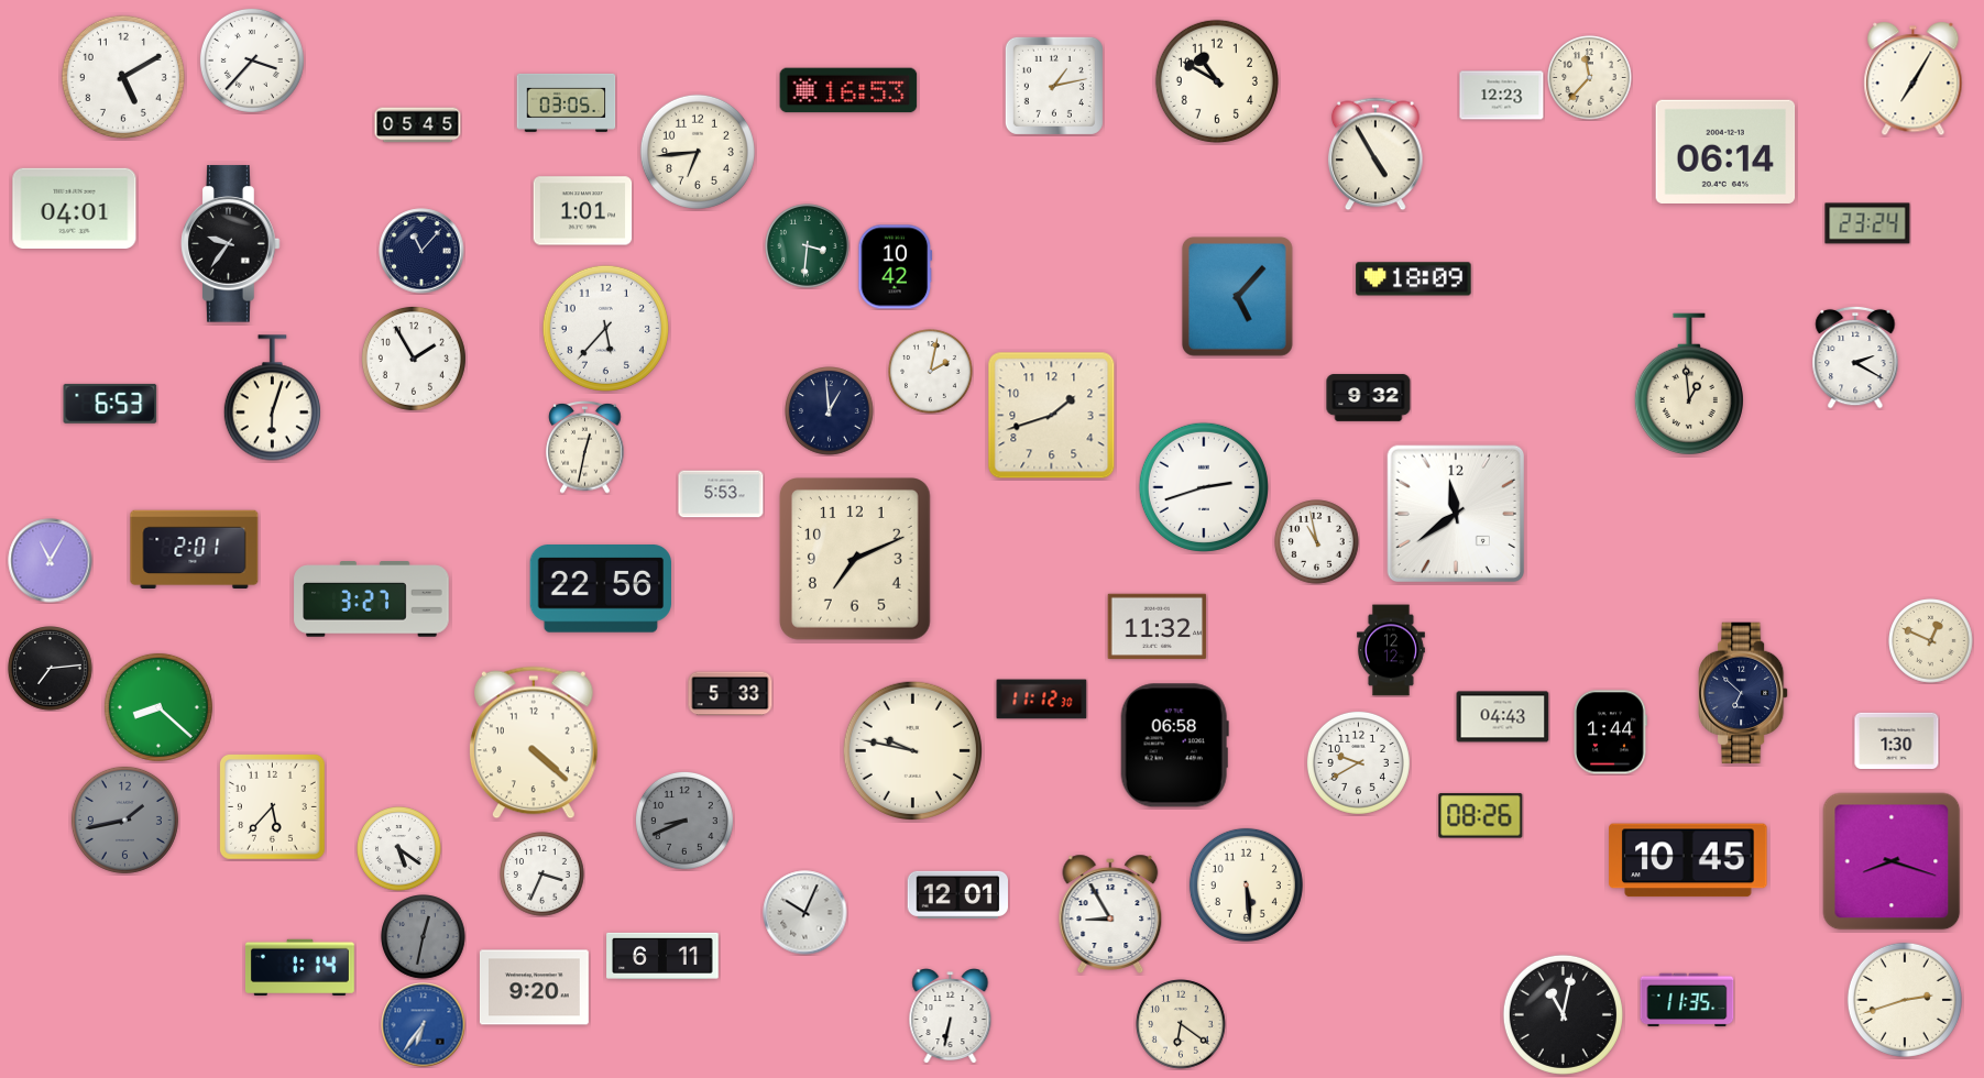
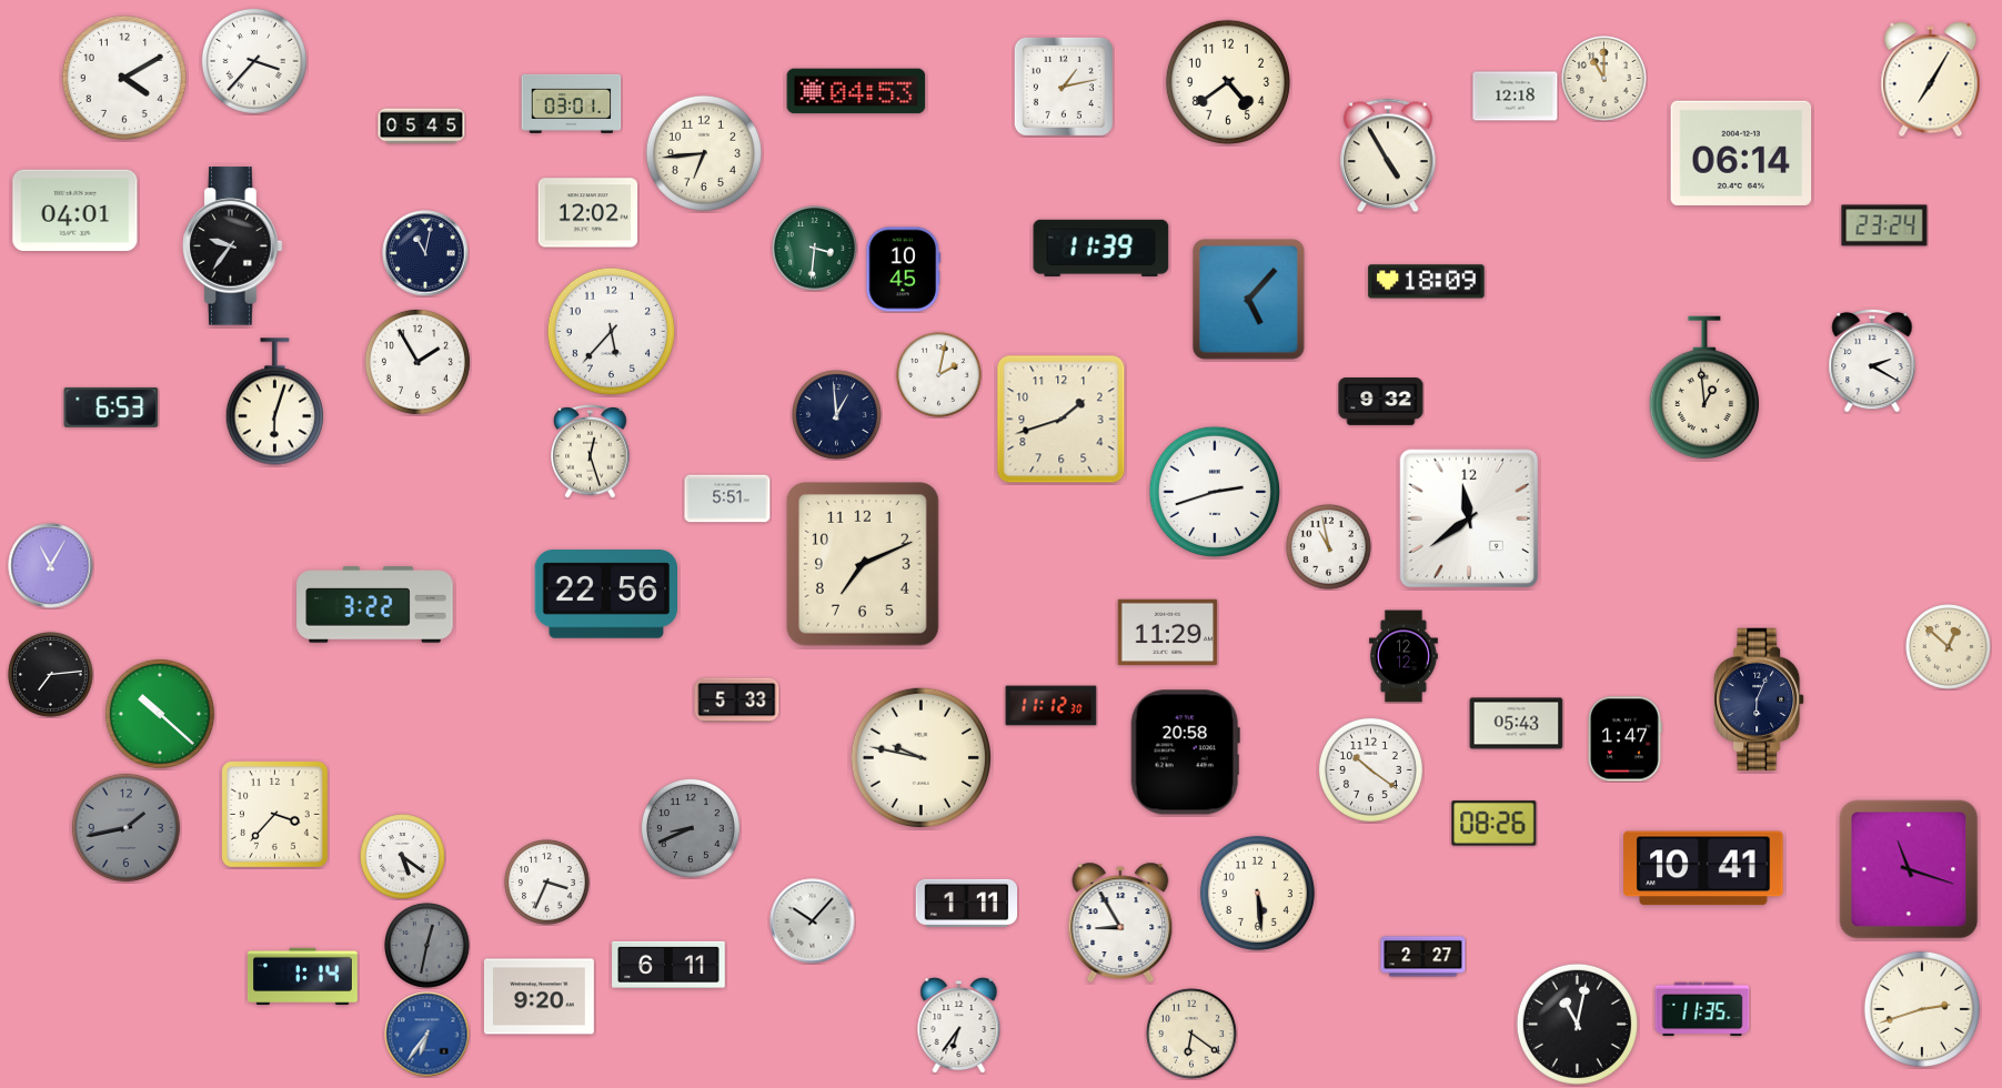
clock at (123, 77): 5:10 -> 4:10
clock at (1590, 78): 11:37 -> 11:00
clock at (1217, 81): 10:50 -> 4:39
clock at (848, 90): 16:53 -> 04:53
clock at (1502, 96): 12:23 -> 12:18
clock at (567, 102): 03:05 -> 03:01
clock at (583, 211): 1:01 -> 12:02
clock at (1101, 248): none -> 11:39
clock at (421, 251): 11:07 -> 11:02
clock at (896, 267): 10:42 -> 10:45
clock at (585, 448): 12:32 -> 12:27
clock at (721, 494): 5:53 -> 5:51
clock at (195, 549): 2:01 -> none
clock at (372, 599): 3:27 -> 3:22
clock at (1158, 627): 11:32 -> 11:29
clock at (1931, 641): 12:49 -> 12:52
clock at (1743, 693): 6:52 -> 6:04
clock at (158, 707): 8:22 -> 10:22
clock at (1503, 717): 04:43 -> 05:43
clock at (1610, 733): 1:44 -> 1:47
clock at (1897, 740): 1:30 -> none
clock at (535, 743): 4:22 -> none
clock at (1174, 746): 06:58 -> 20:58
clock at (1358, 762): 9:40 -> 10:21
clock at (273, 807): 5:37 -> 3:37
clock at (1688, 860): 10:45 -> 10:41
clock at (1892, 861): 8:18 -> 11:18
clock at (957, 894): 12:01 -> 1:11
clock at (805, 913): 10:04 -> 10:07
clock at (1423, 957): none -> 2:27
clock at (951, 1016): 6:32 -> 6:36
